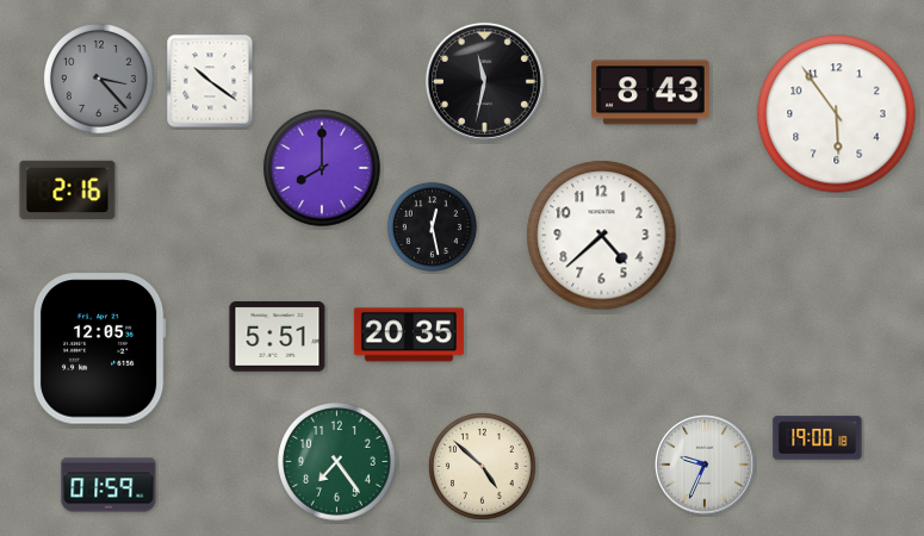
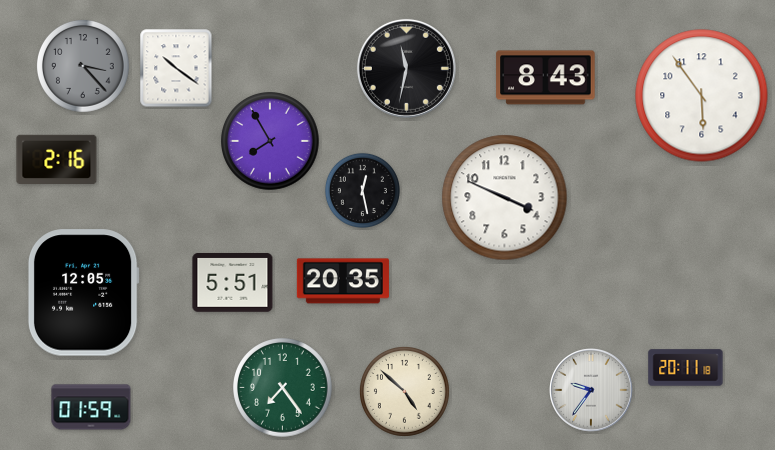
clock at (323, 169): 8:00 -> 7:55
clock at (602, 236): 4:38 -> 3:49
clock at (818, 438): 19:00 -> 20:11
clock at (706, 466): 9:34 -> 9:36
